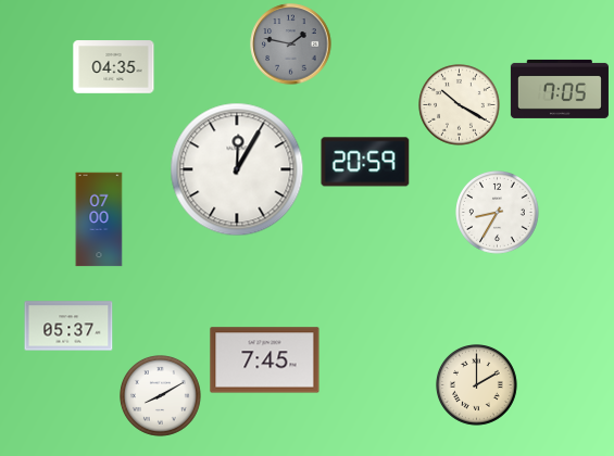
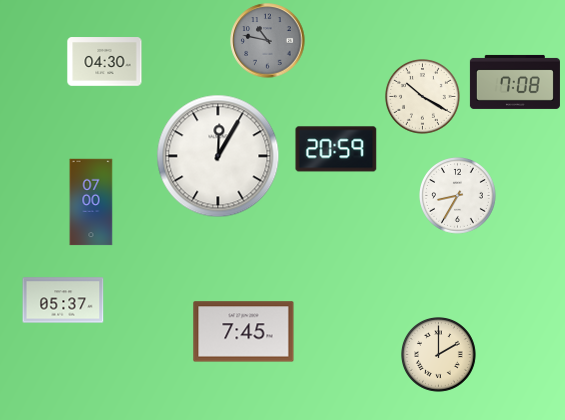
clock at (291, 45): 1:47 -> 10:47
clock at (114, 67): 04:35 -> 04:30
clock at (560, 89): 7:05 -> 7:08
clock at (161, 396): 8:10 -> none
